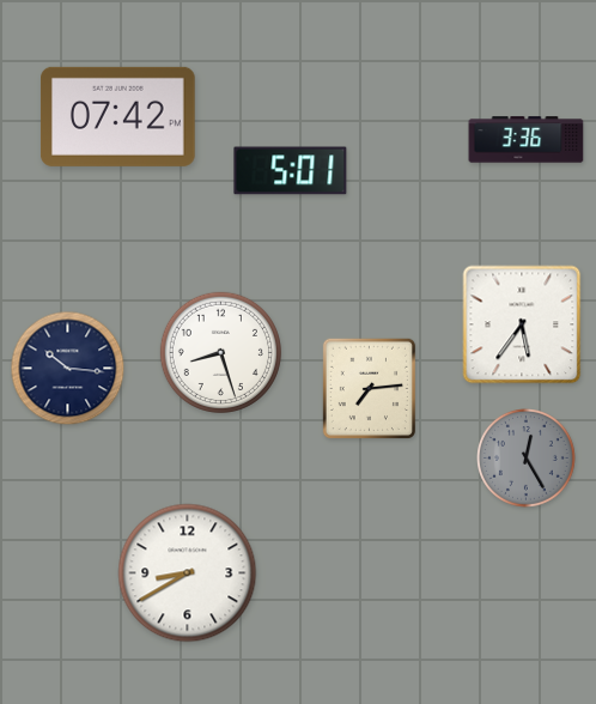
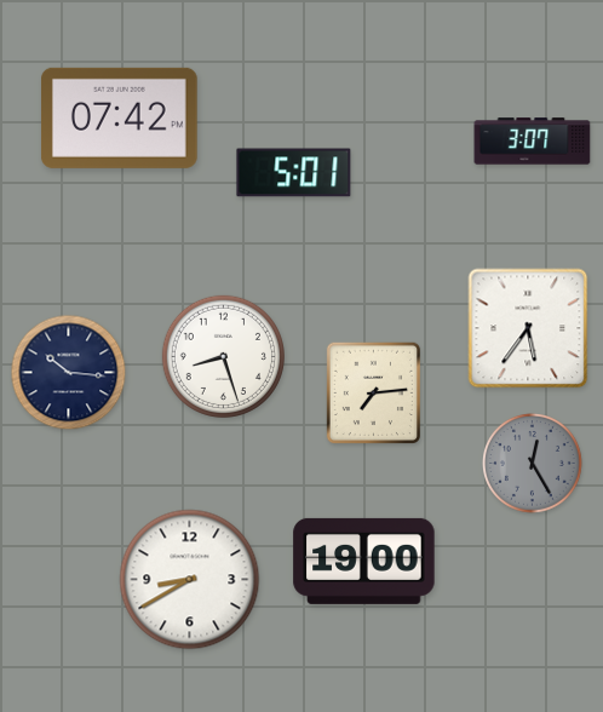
clock at (527, 140): 3:36 -> 3:07
clock at (364, 561): none -> 19:00
